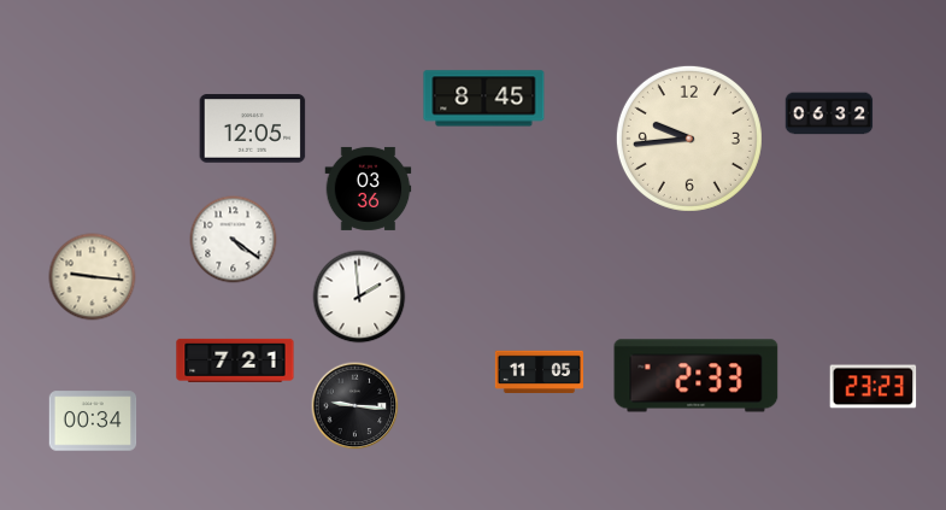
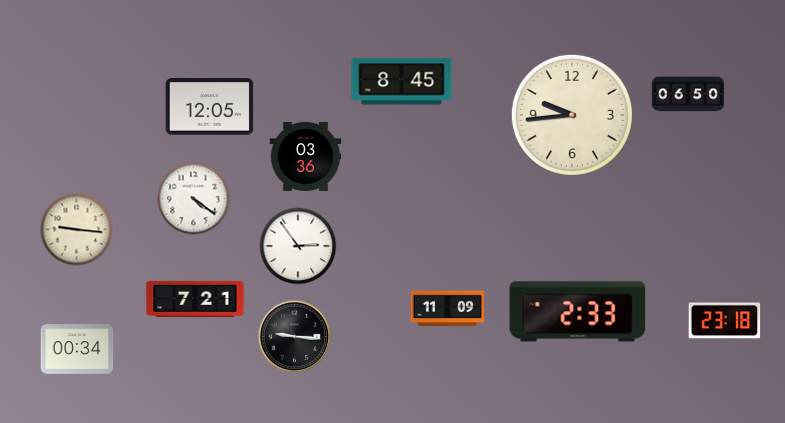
clock at (829, 113): 06:32 -> 06:50
clock at (359, 297): 1:59 -> 2:54
clock at (539, 373): 11:05 -> 11:09
clock at (874, 387): 23:23 -> 23:18
